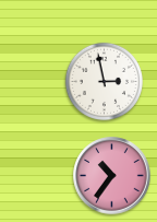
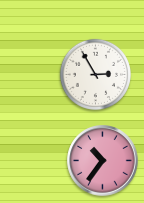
clock at (104, 81): 2:58 -> 2:55
